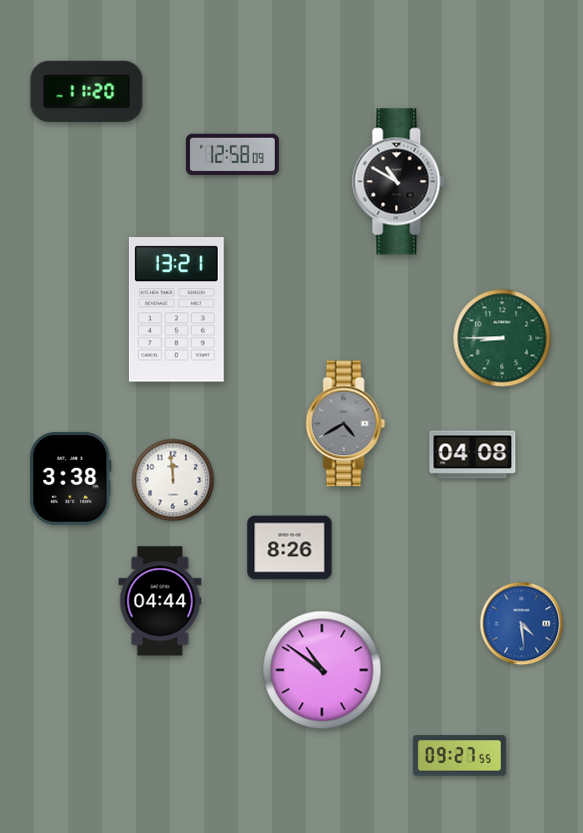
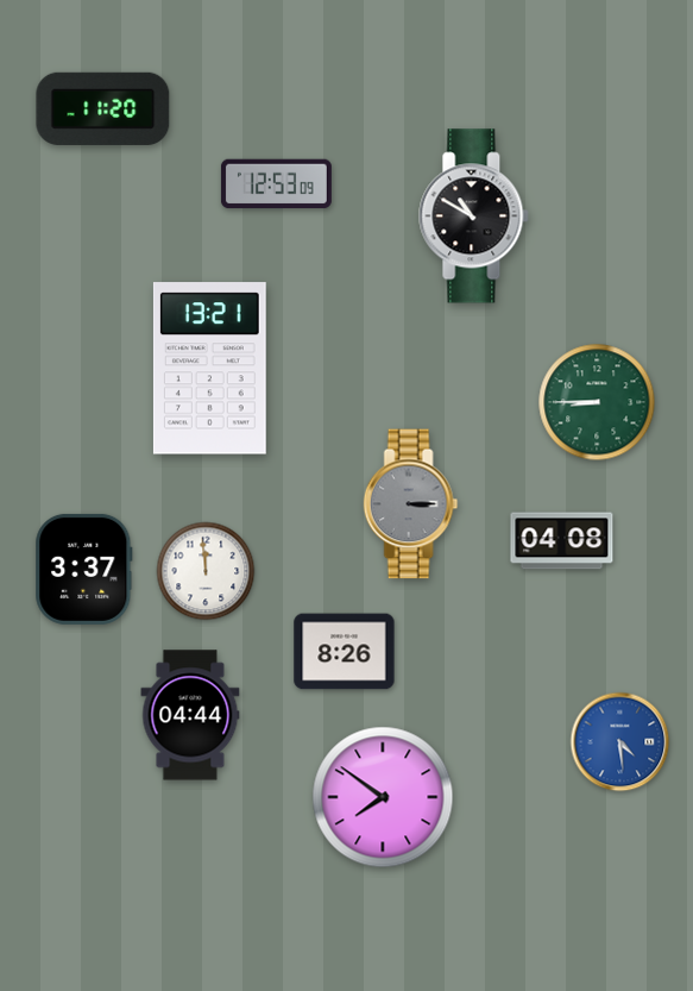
clock at (232, 155): 12:58 -> 12:53
clock at (346, 424): 4:40 -> 3:15
clock at (71, 478): 3:38 -> 3:37
clock at (322, 670): 10:51 -> 7:51
clock at (459, 756): 09:27 -> none
